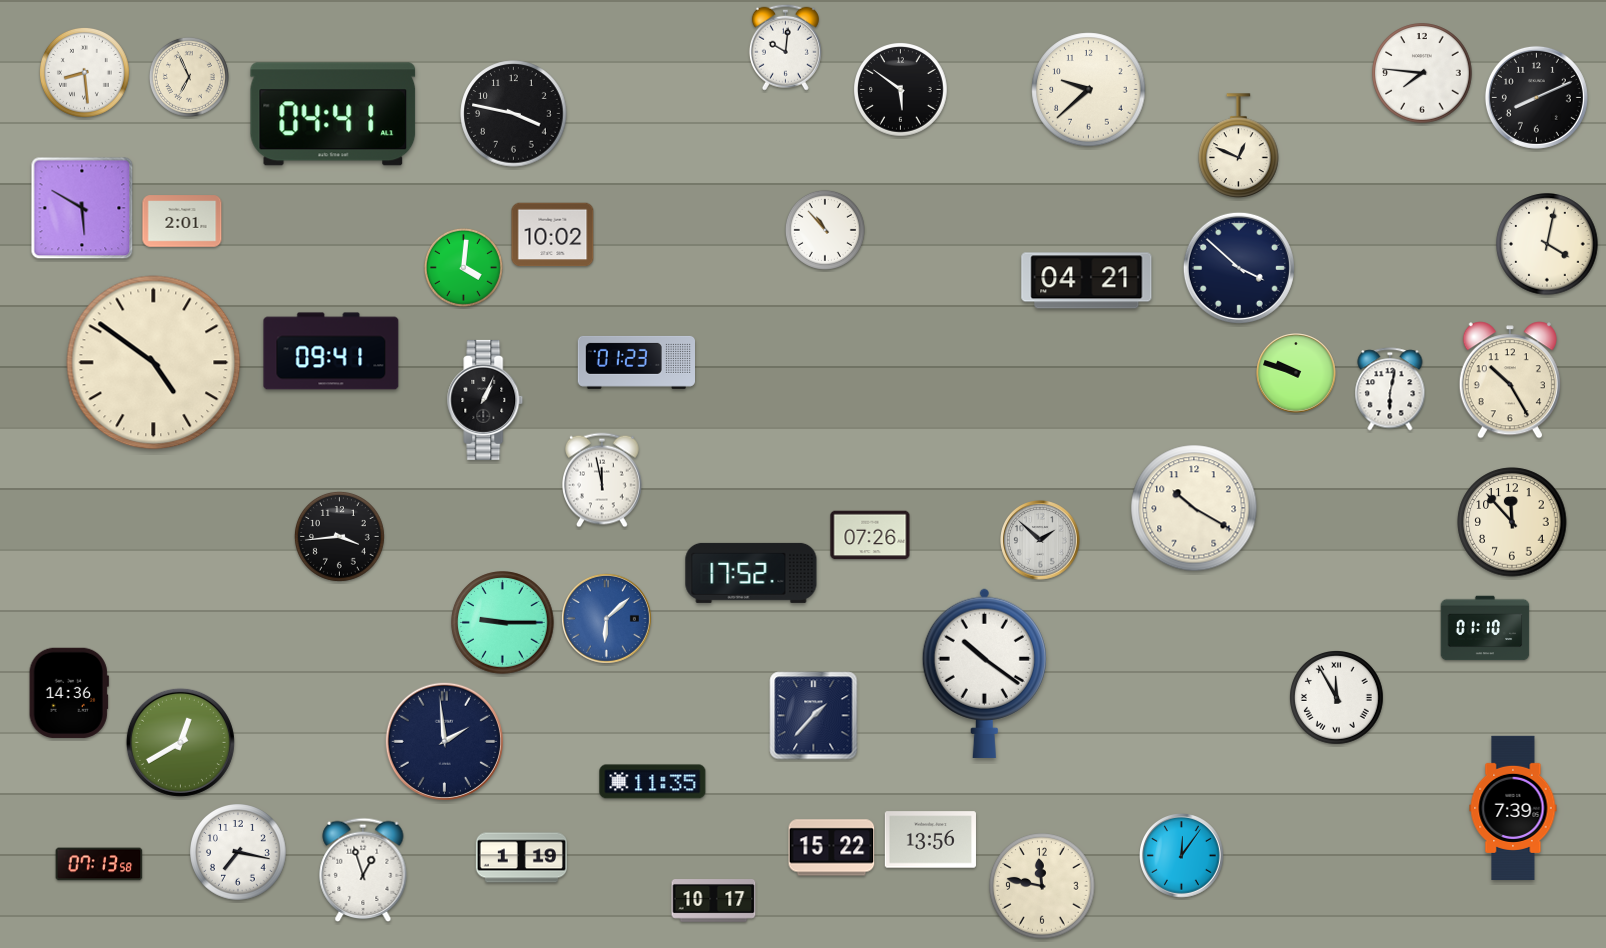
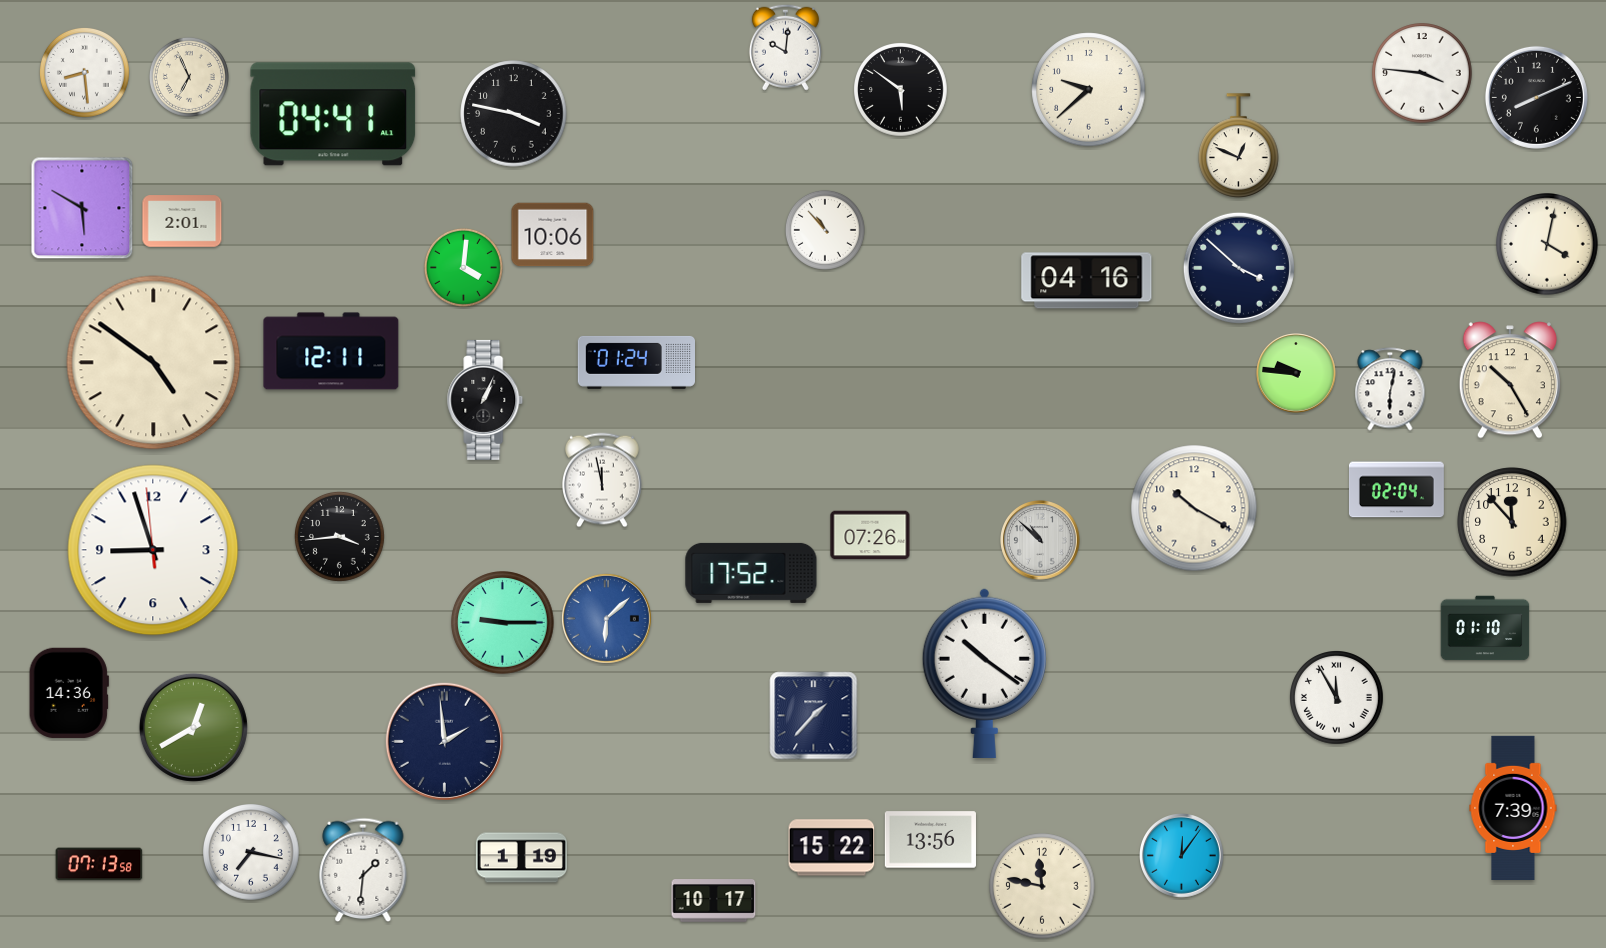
clock at (1422, 73): 7:46 -> 3:46
clock at (553, 235): 10:02 -> 10:06
clock at (1087, 281): 04:21 -> 04:16
clock at (331, 351): 09:41 -> 12:11
clock at (636, 362): 01:23 -> 01:24
clock at (1296, 373): 9:48 -> 9:46
clock at (1396, 490): none -> 02:04
clock at (1040, 540): 1:52 -> 10:52
clock at (153, 550): none -> 8:56
clock at (180, 742) position: (180, 742) -> (193, 727)
clock at (653, 782): 11:35 -> none
clock at (239, 853) position: (239, 853) -> (252, 853)
clock at (363, 869): 12:57 -> 1:31
